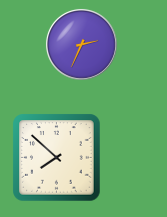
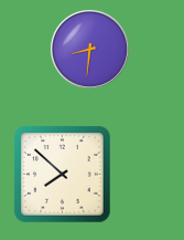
clock at (81, 44): 2:34 -> 8:31
